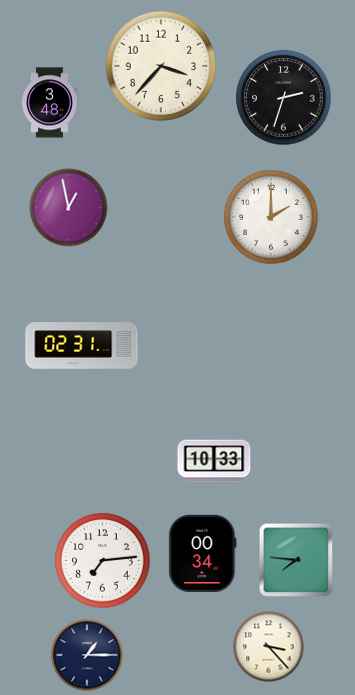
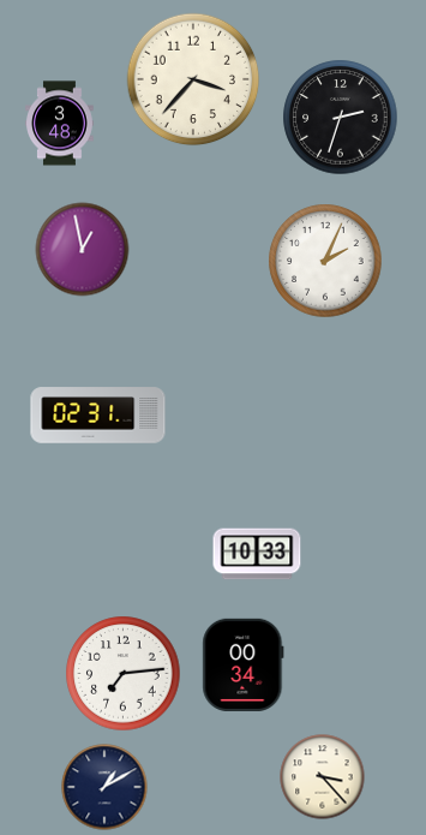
clock at (271, 217): 2:00 -> 2:04
clock at (296, 560): 7:46 -> none
clock at (87, 655): 1:15 -> 1:10
